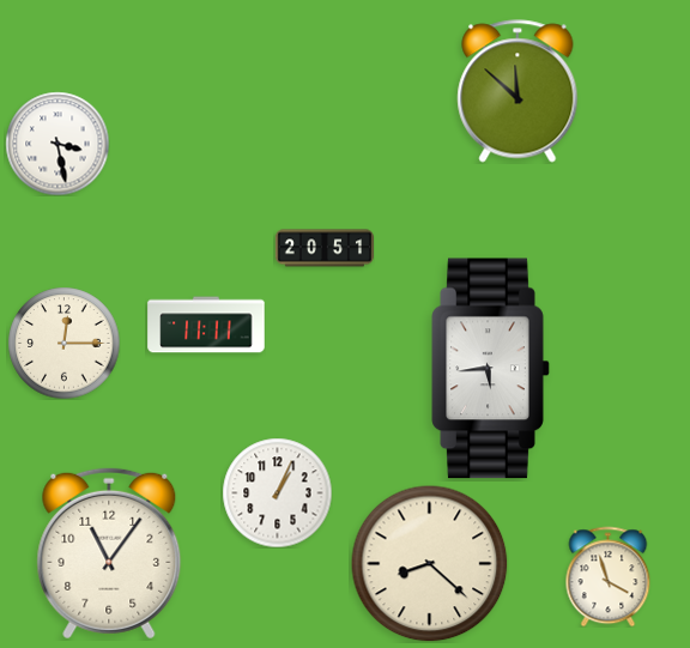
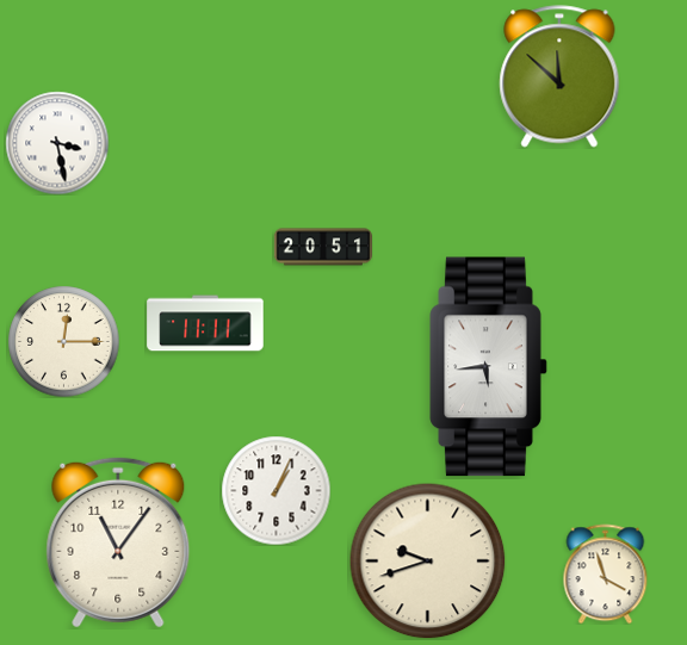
clock at (517, 91) position: (517, 91) -> (559, 76)
clock at (109, 553) position: (109, 553) -> (118, 542)
clock at (430, 564): 8:22 -> 9:42
